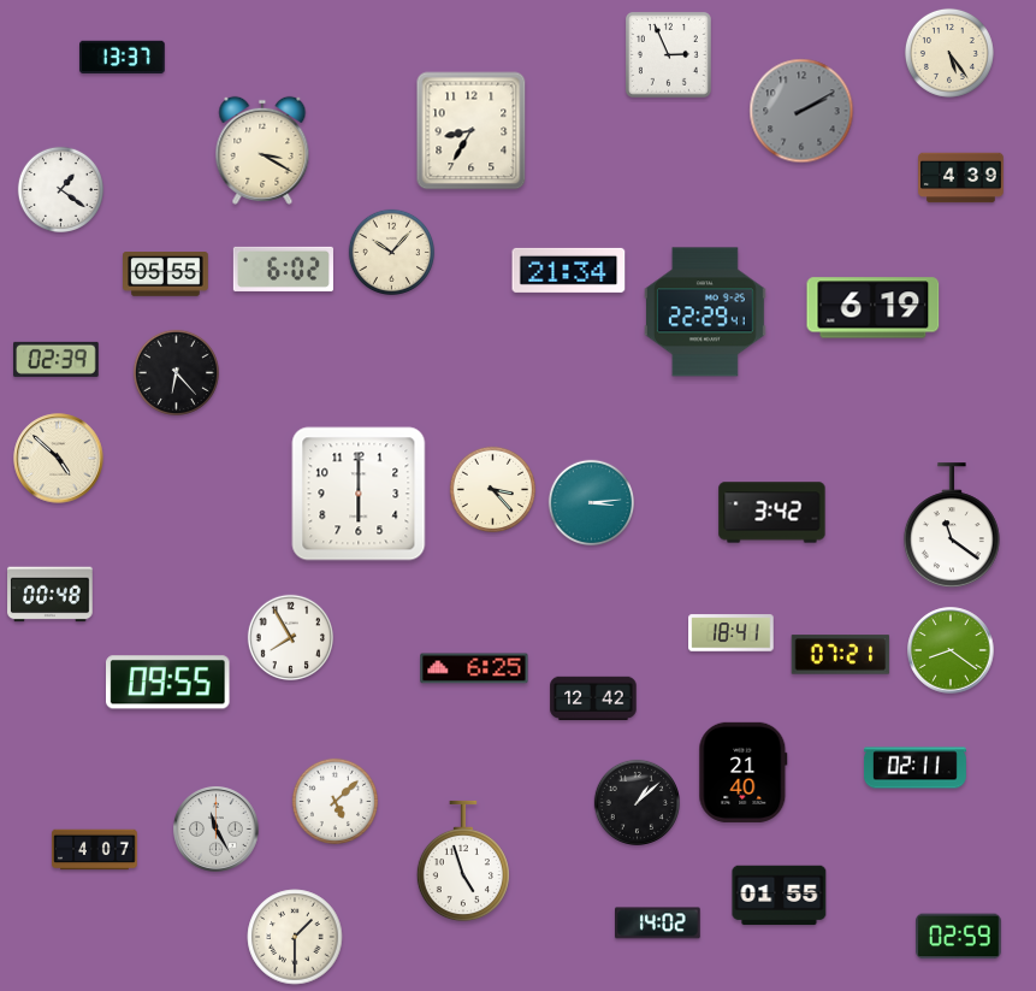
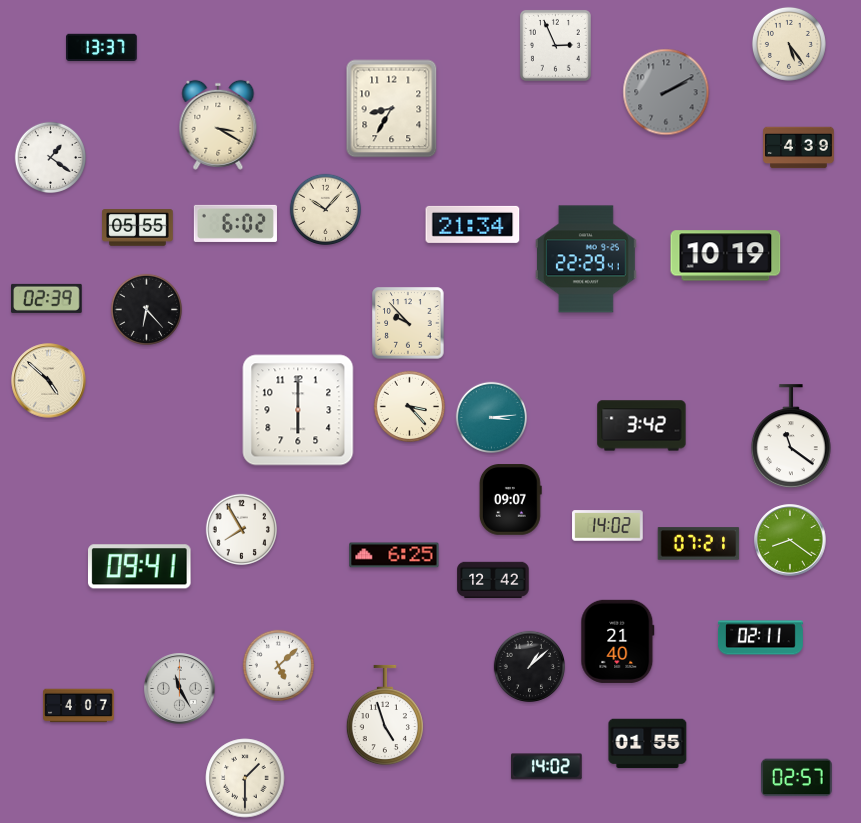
clock at (874, 308): 6:19 -> 10:19
clock at (408, 323): none -> 9:53
clock at (51, 595): 00:48 -> none
clock at (510, 500): none -> 09:07
clock at (732, 633): 18:41 -> 14:02
clock at (168, 683): 09:55 -> 09:41
clock at (959, 937): 02:59 -> 02:57
